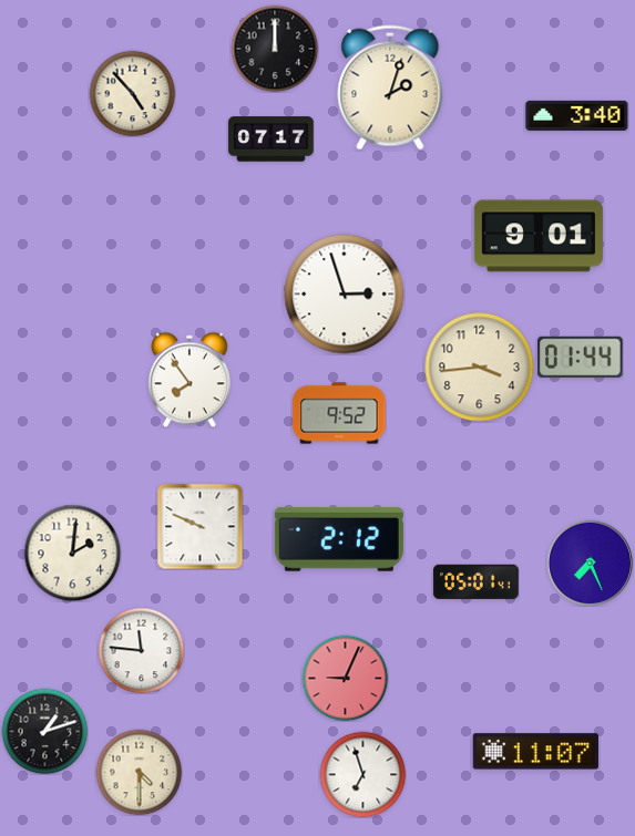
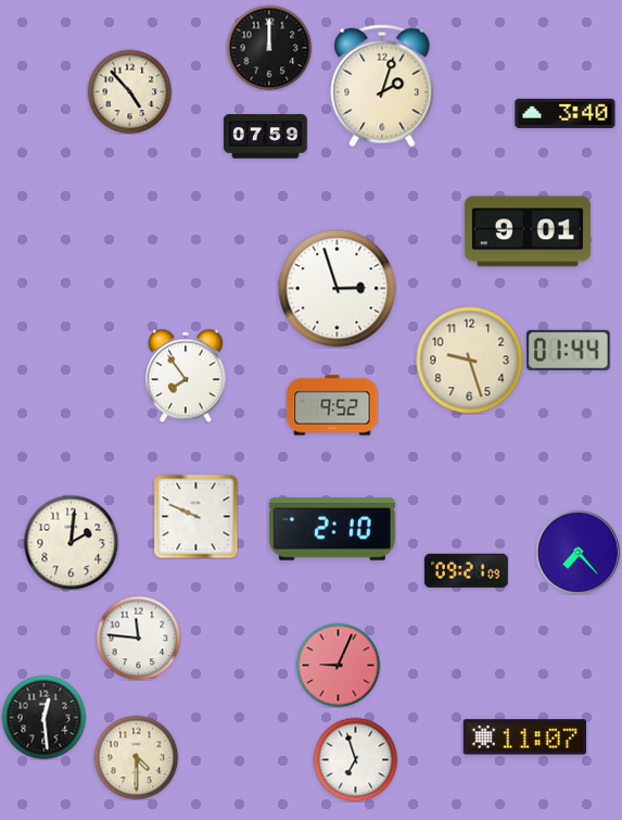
clock at (272, 140): 07:17 -> 07:59
clock at (480, 368): 3:44 -> 9:27
clock at (190, 380) position: (190, 380) -> (186, 376)
clock at (339, 540): 2:12 -> 2:10
clock at (590, 563): 7:26 -> 7:23
clock at (477, 581): 05:01 -> 09:21
clock at (44, 731): 1:12 -> 12:29
